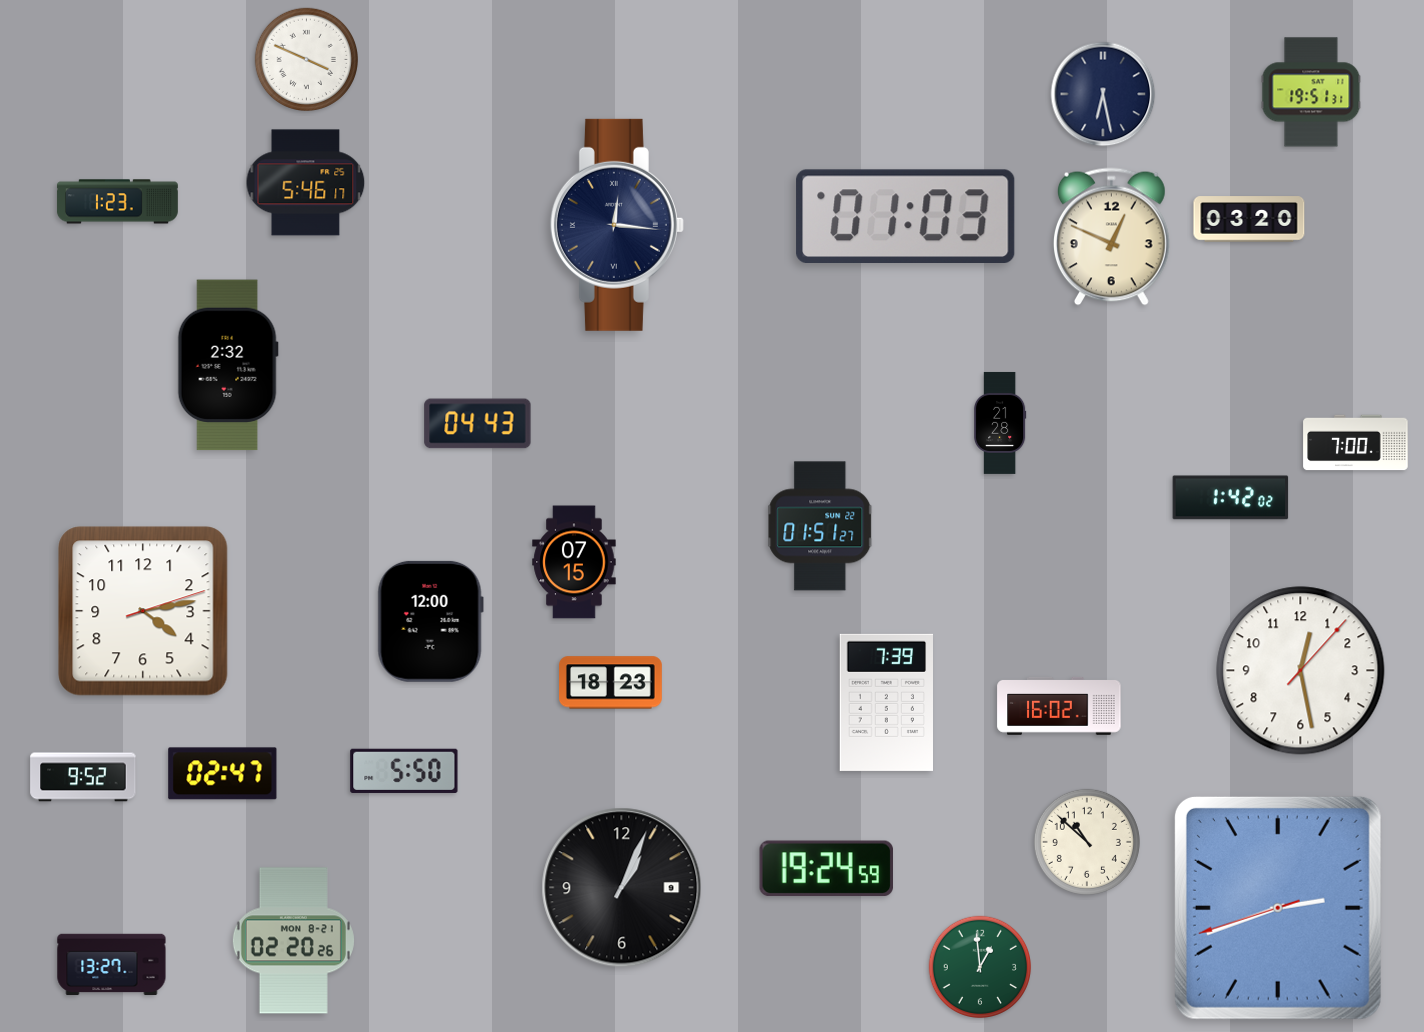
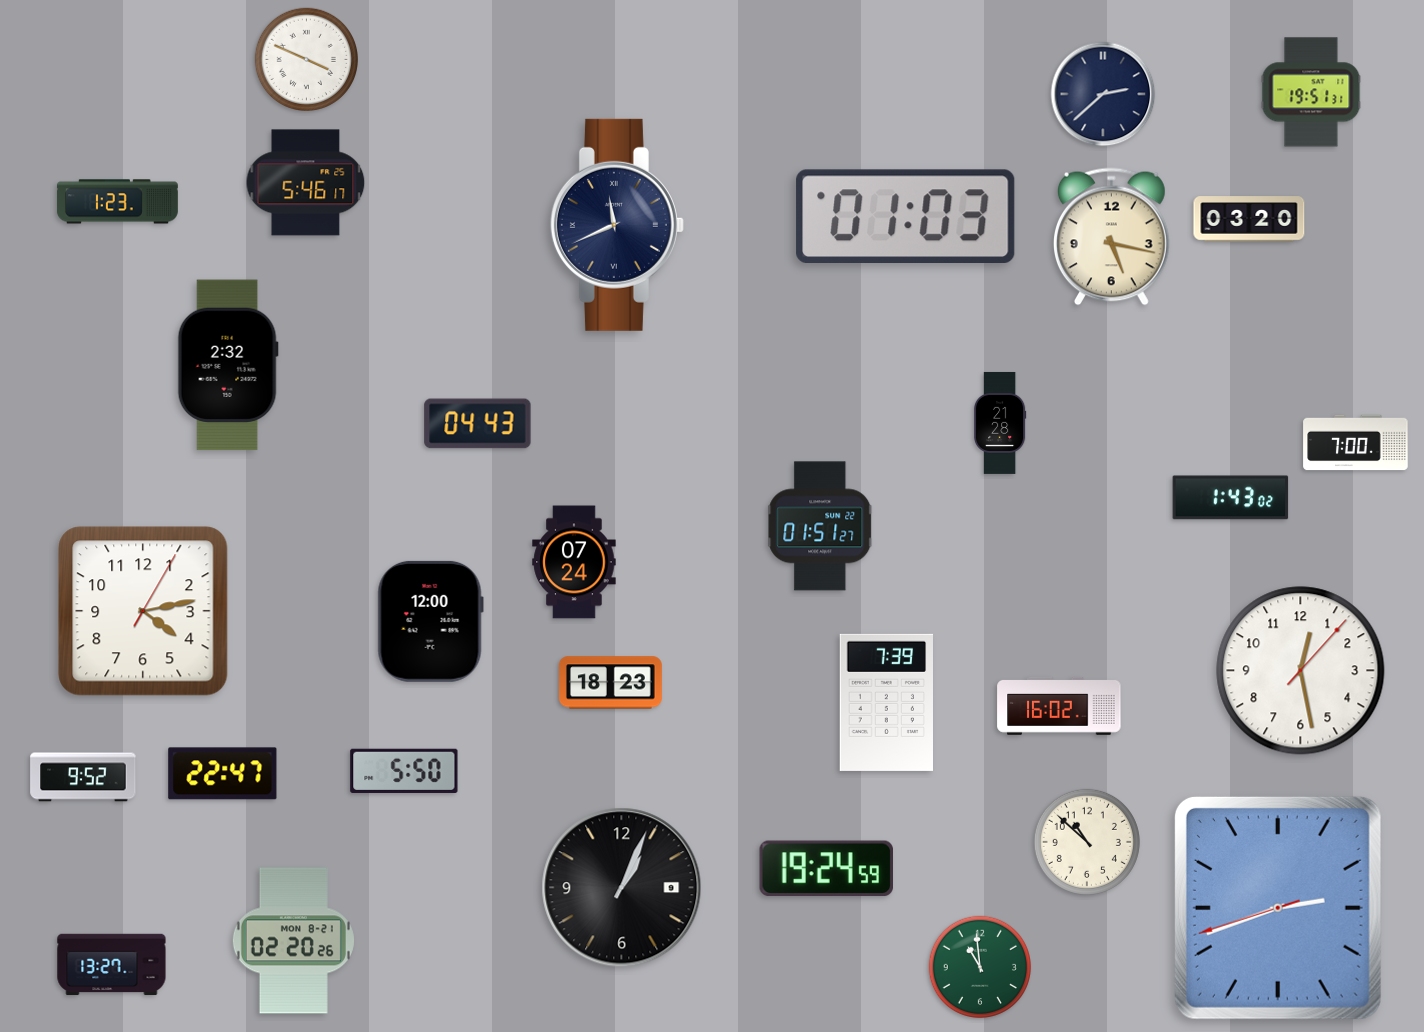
clock at (1103, 94): 6:28 -> 2:38
clock at (617, 225): 12:16 -> 11:41
clock at (1111, 237): 12:49 -> 5:17
clock at (1231, 498): 1:42 -> 1:43
clock at (574, 562): 07:15 -> 07:24
clock at (143, 611): 4:13:12 -> 4:13:05
clock at (223, 774): 02:47 -> 22:47
clock at (980, 967): 12:59 -> 10:59
